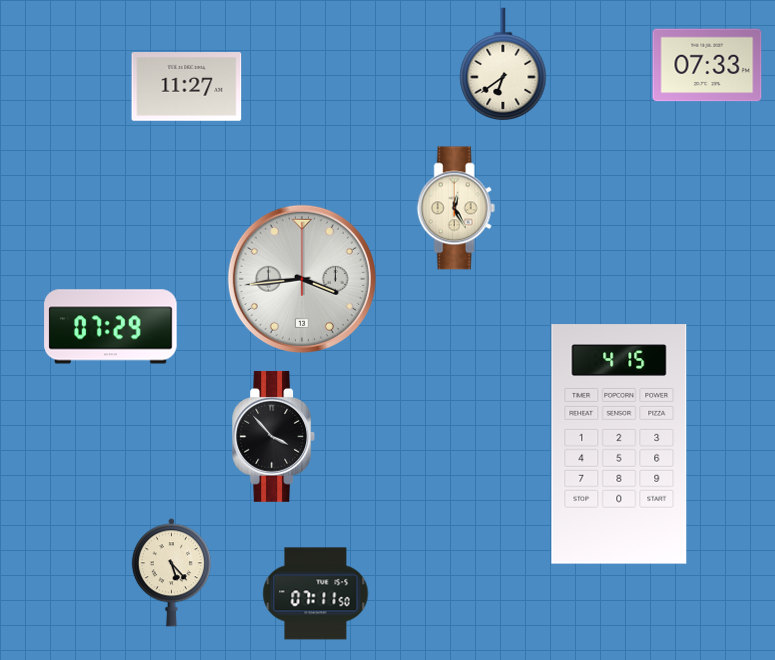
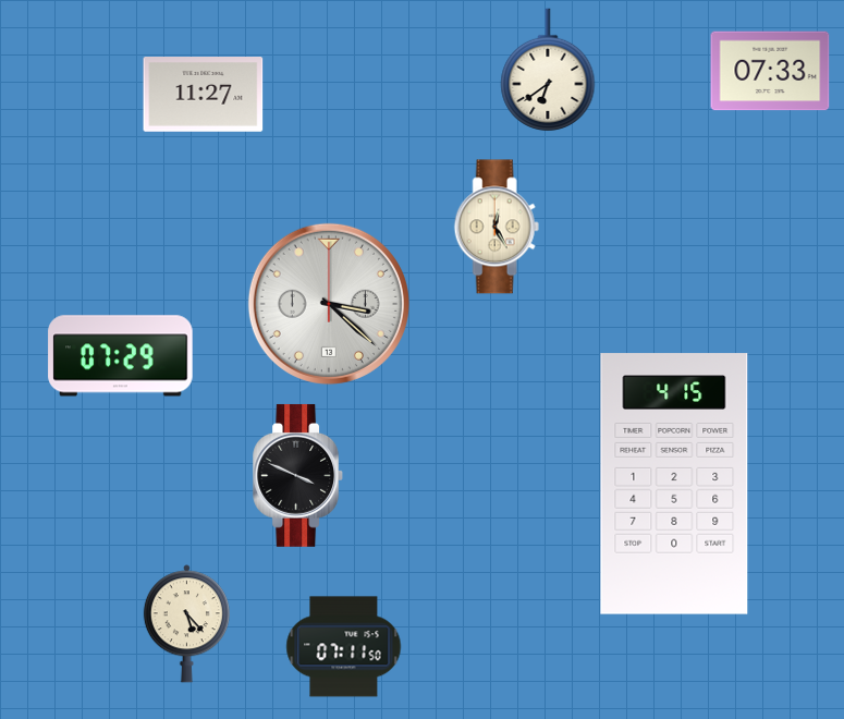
clock at (302, 279): 3:44 -> 3:22
clock at (274, 436): 3:53 -> 3:49
